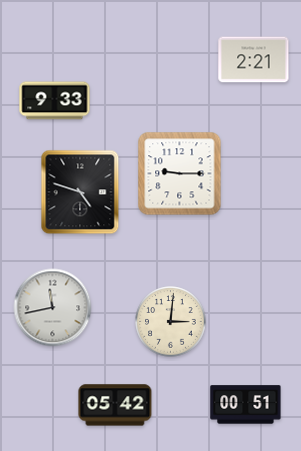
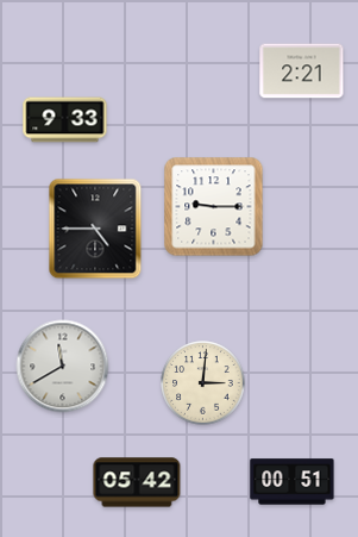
clock at (80, 192): 4:48 -> 4:45
clock at (53, 308): 11:43 -> 11:40
